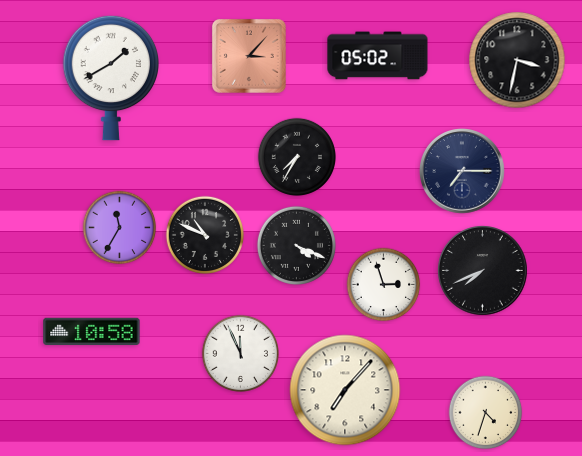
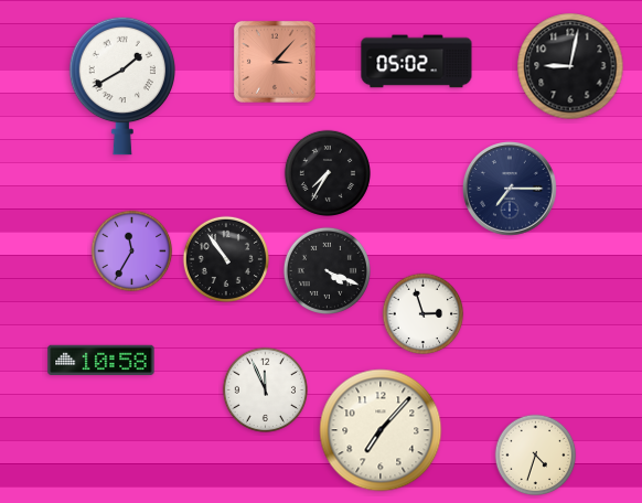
clock at (517, 60): 3:32 -> 9:02
clock at (204, 234): 10:49 -> 10:54
clock at (483, 271): 7:41 -> none
clock at (92, 332) position: (92, 332) -> (101, 361)
